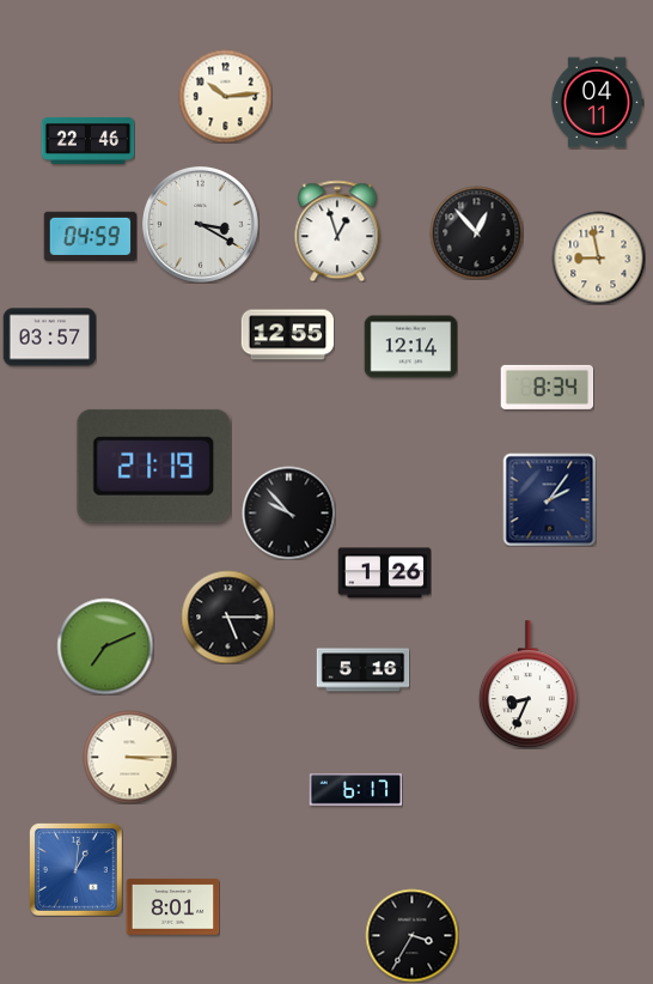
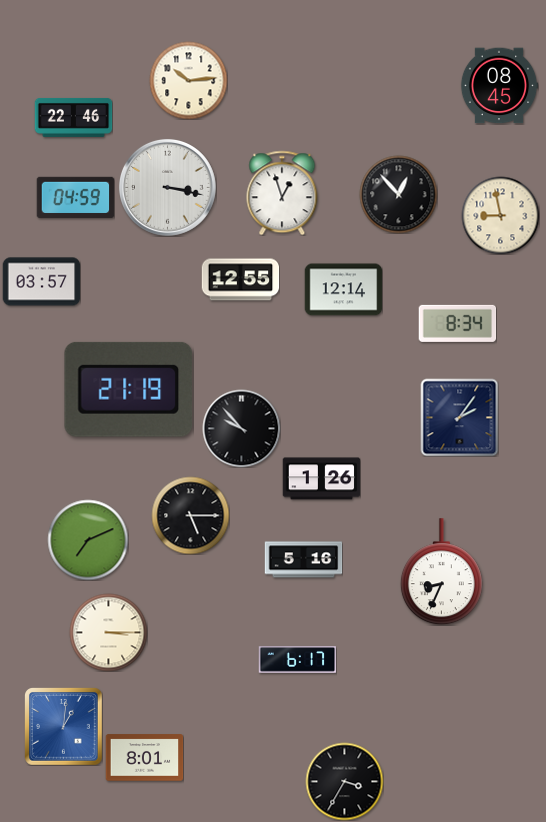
clock at (597, 103): 04:11 -> 08:45
clock at (200, 224): 3:20 -> 3:17
